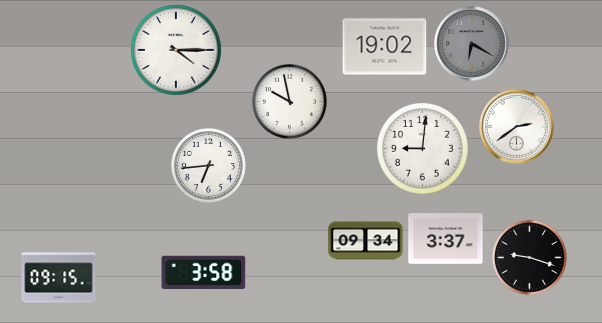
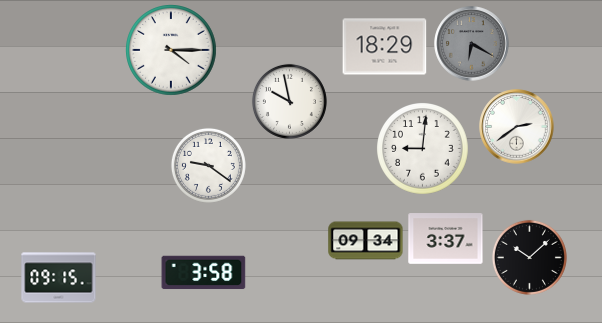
clock at (385, 47): 19:02 -> 18:29
clock at (177, 51) position: (177, 51) -> (172, 51)
clock at (208, 165): 6:44 -> 9:21
clock at (529, 257): 9:18 -> 10:08
